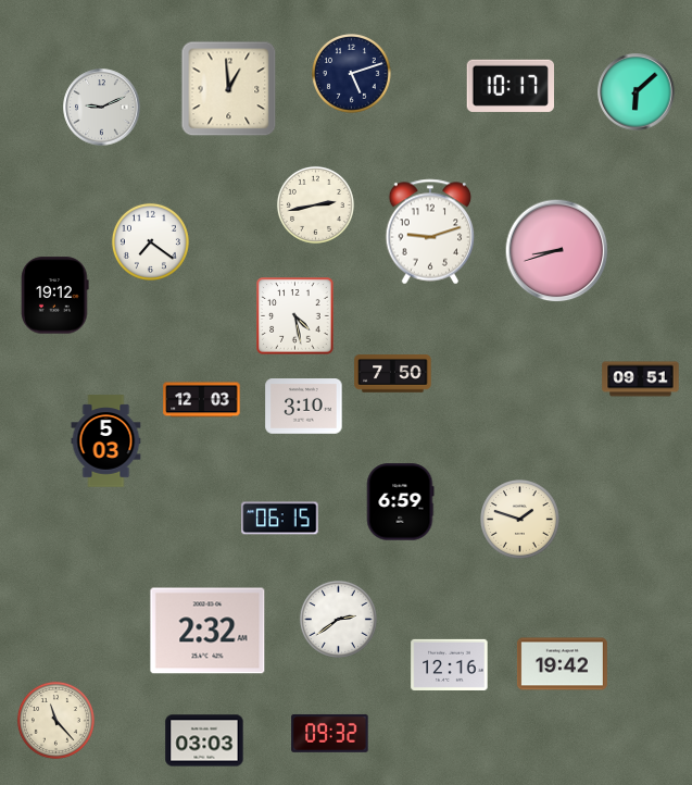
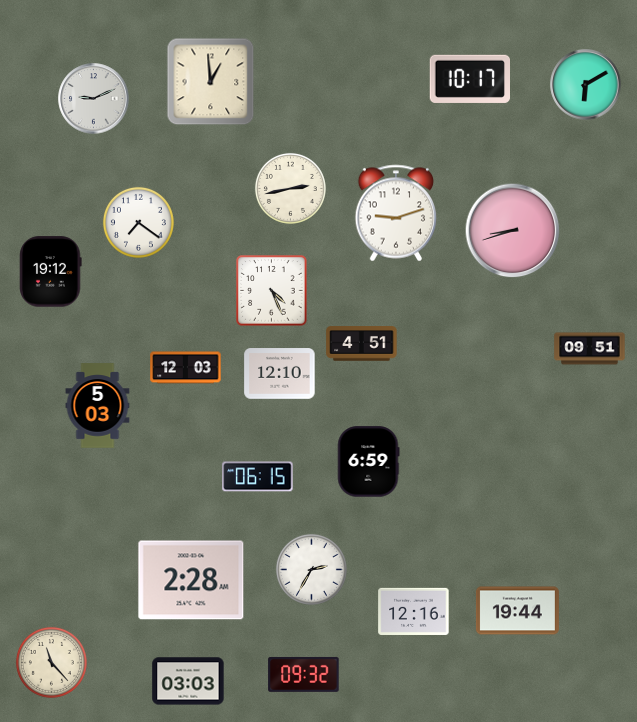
clock at (352, 74): 5:12 -> none
clock at (637, 92): 6:08 -> 6:10
clock at (295, 316): 4:28 -> 4:26
clock at (393, 374): 7:50 -> 4:51
clock at (304, 407): 3:10 -> 12:10
clock at (520, 520): 1:48 -> none
clock at (338, 619): 2:39 -> 2:35
clock at (207, 631): 2:32 -> 2:28
clock at (562, 664): 19:42 -> 19:44
